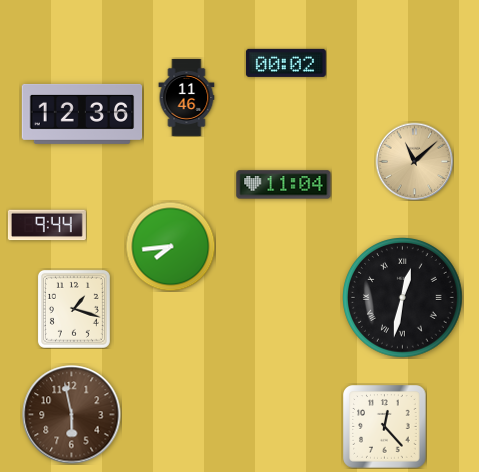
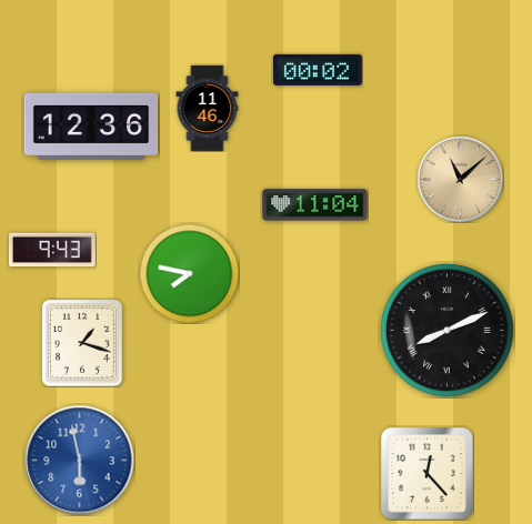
clock at (47, 225): 9:44 -> 9:43
clock at (170, 246): 7:44 -> 7:47
clock at (403, 298): 12:32 -> 8:11
clock at (72, 415) dial: brown -> blue
